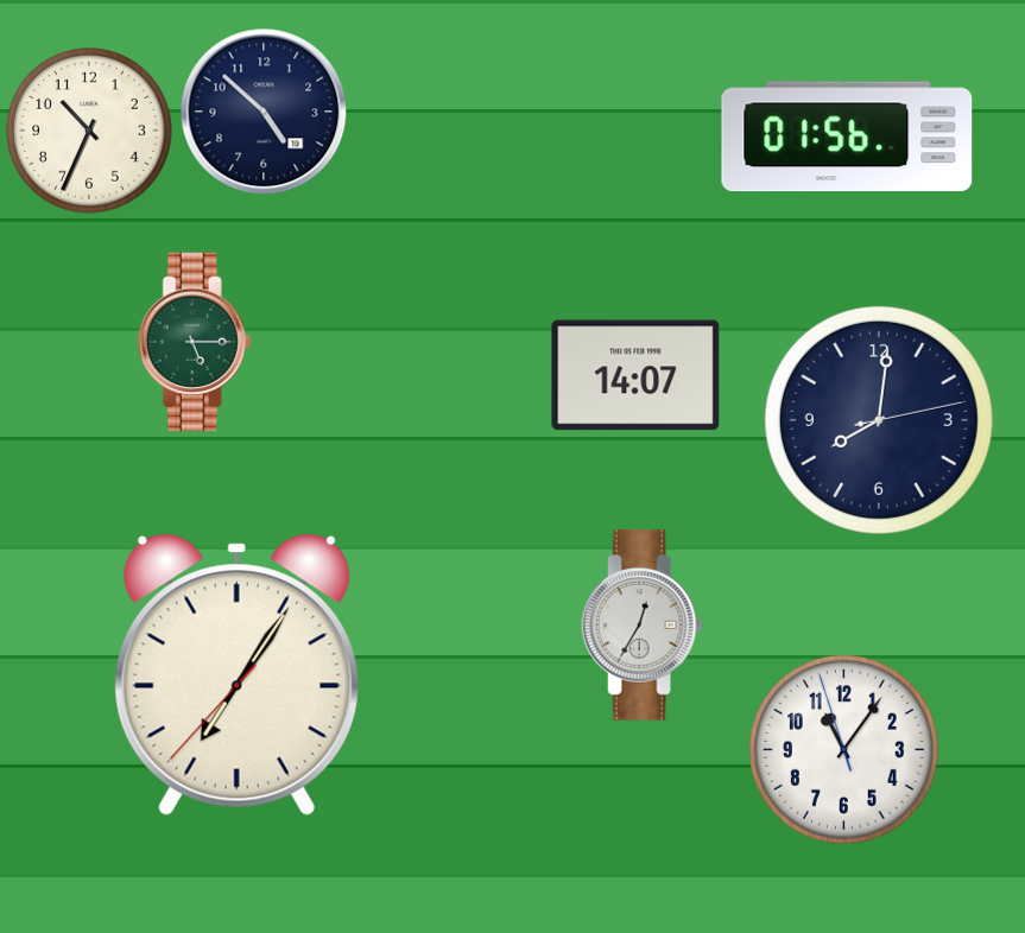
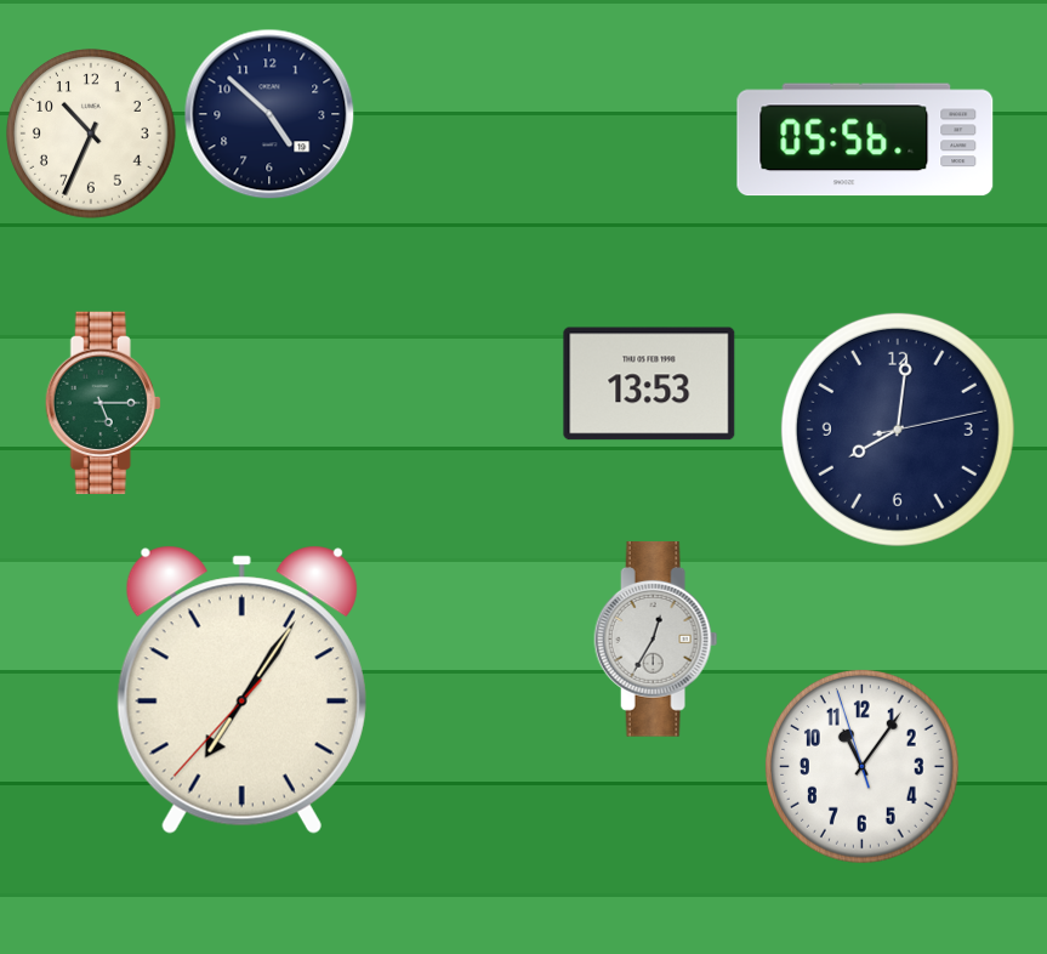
clock at (847, 137): 01:56 -> 05:56
clock at (195, 341) position: (195, 341) -> (103, 402)
clock at (635, 375): 14:07 -> 13:53
